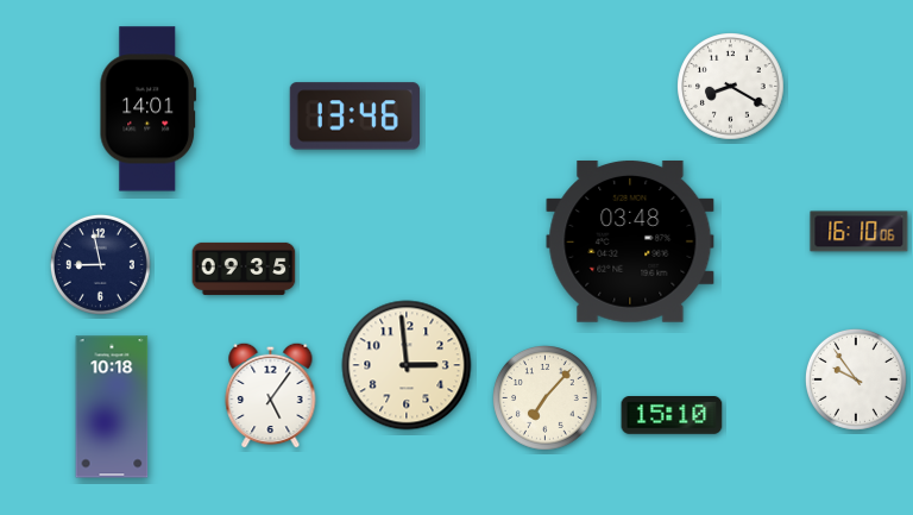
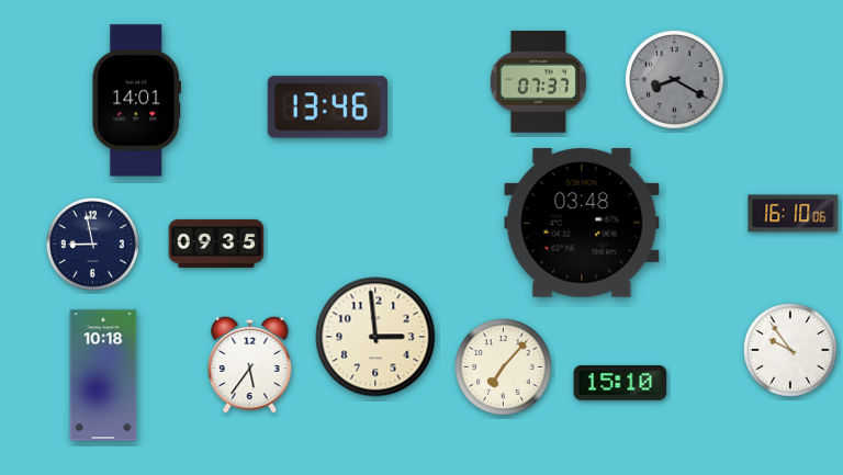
clock at (731, 87) dial: white -> grey
clock at (538, 81): none -> 07:37
clock at (244, 269) position: (244, 269) -> (216, 244)
clock at (271, 395): 5:06 -> 5:36
